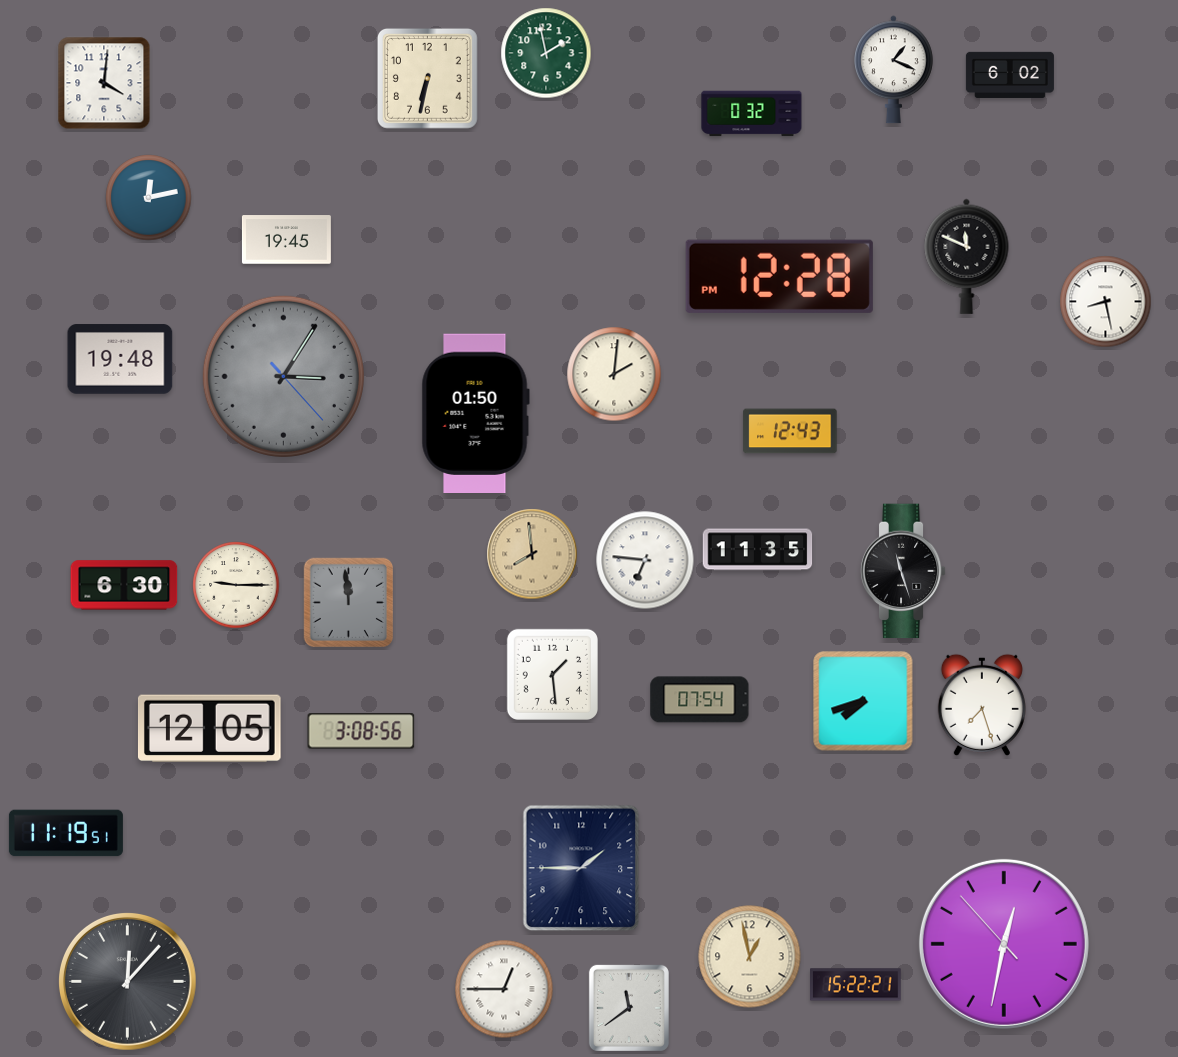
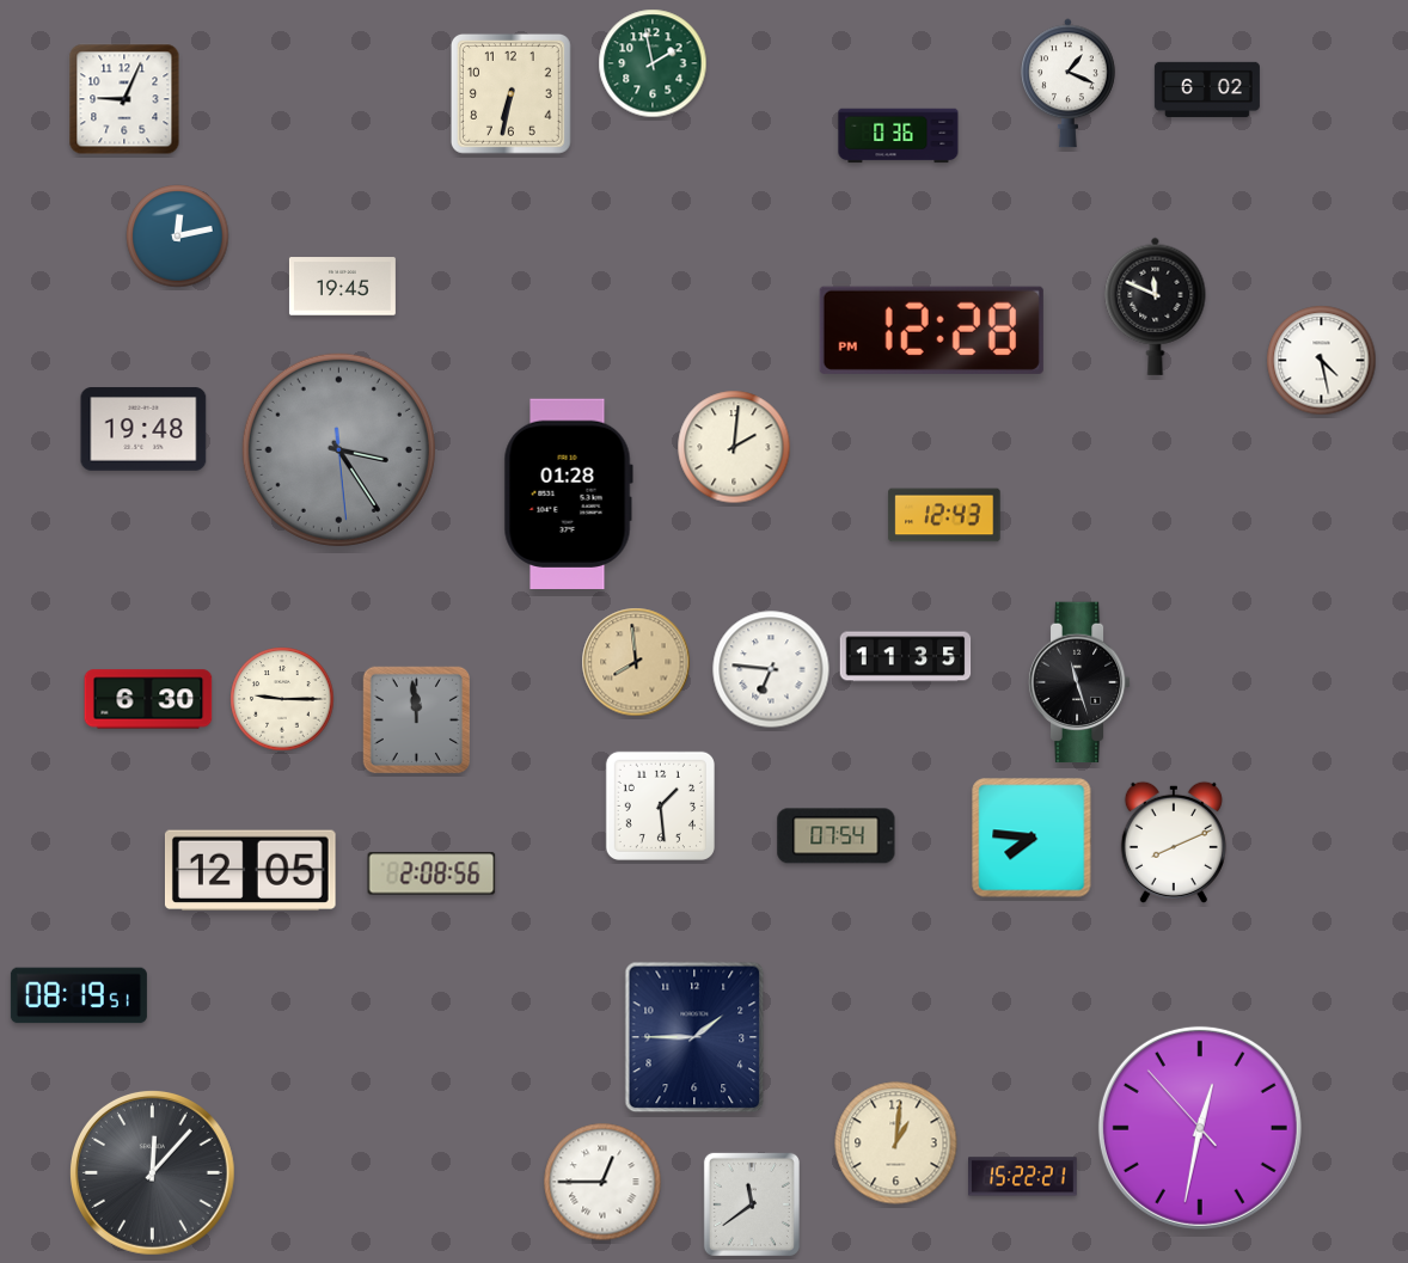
clock at (104, 83): 4:01 -> 9:04
clock at (752, 114): 0:32 -> 0:36
clock at (1106, 302): 8:28 -> 4:28
clock at (283, 376): 3:05 -> 3:24
clock at (475, 413): 01:50 -> 01:28
clock at (863, 701): 7:42 -> 7:46
clock at (982, 705): 7:27 -> 8:11
clock at (361, 731): 3:08 -> 2:08
clock at (66, 833): 11:19 -> 08:19
clock at (750, 957): 12:58 -> 1:01
